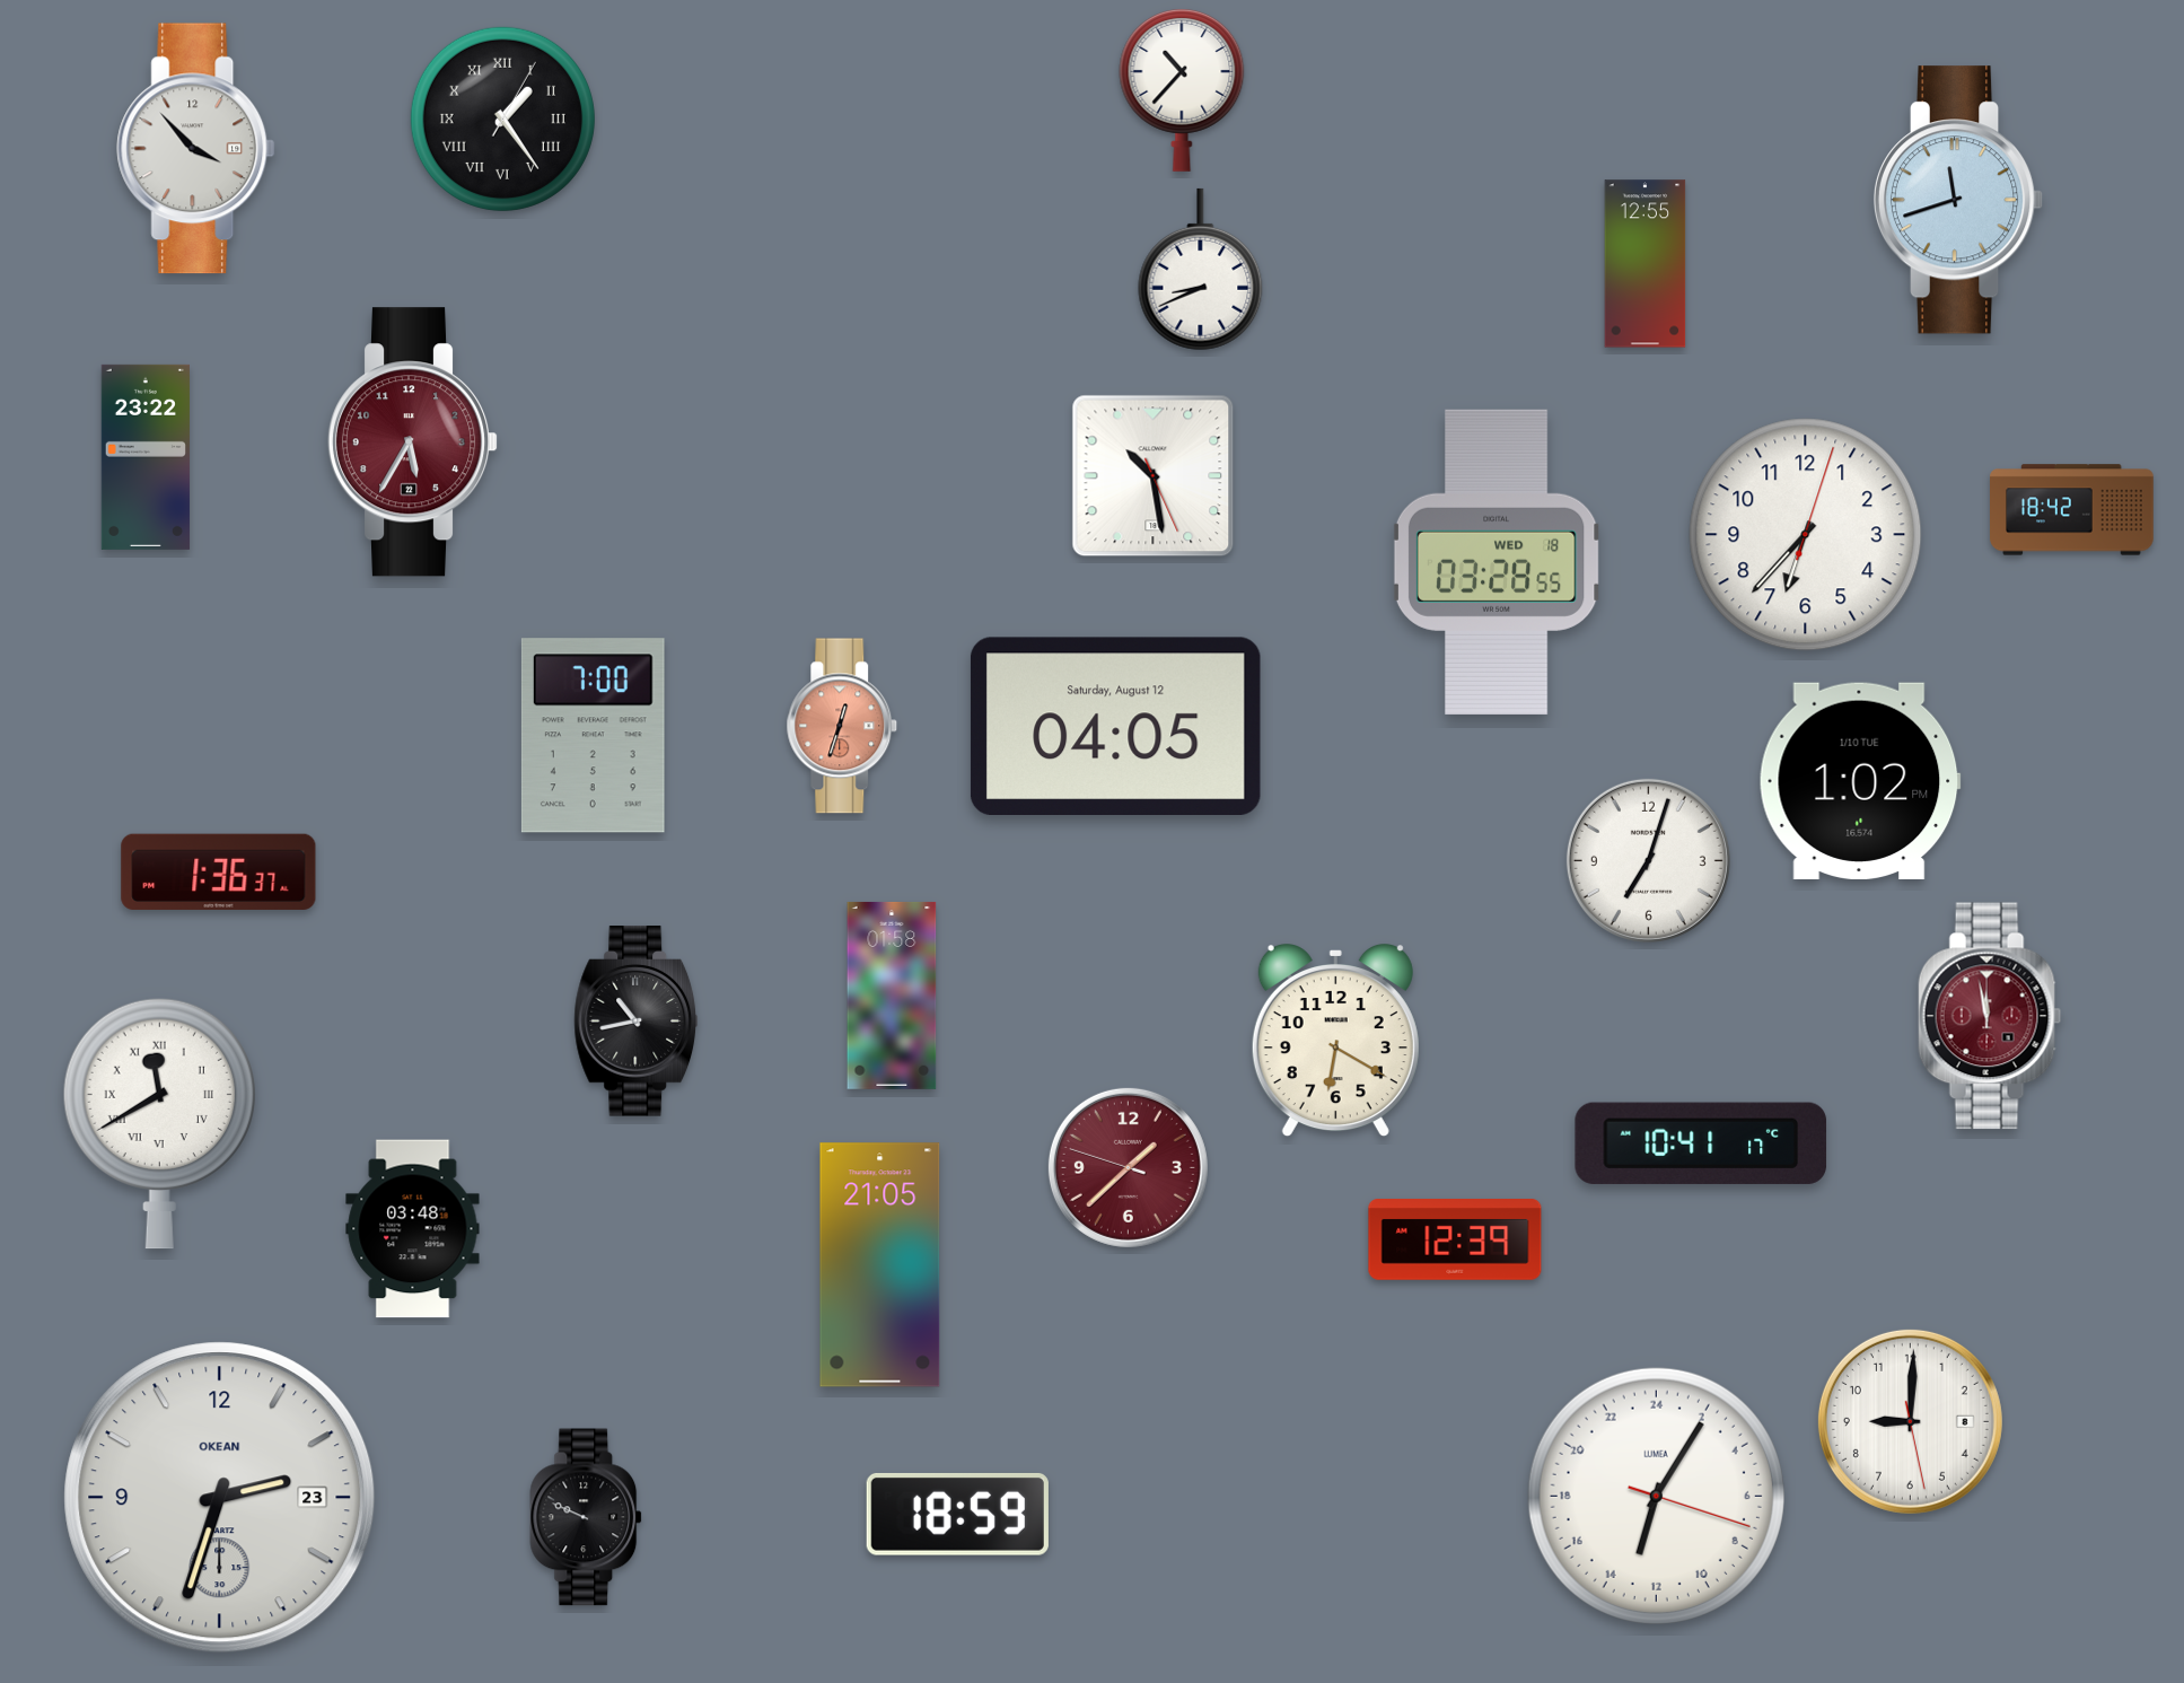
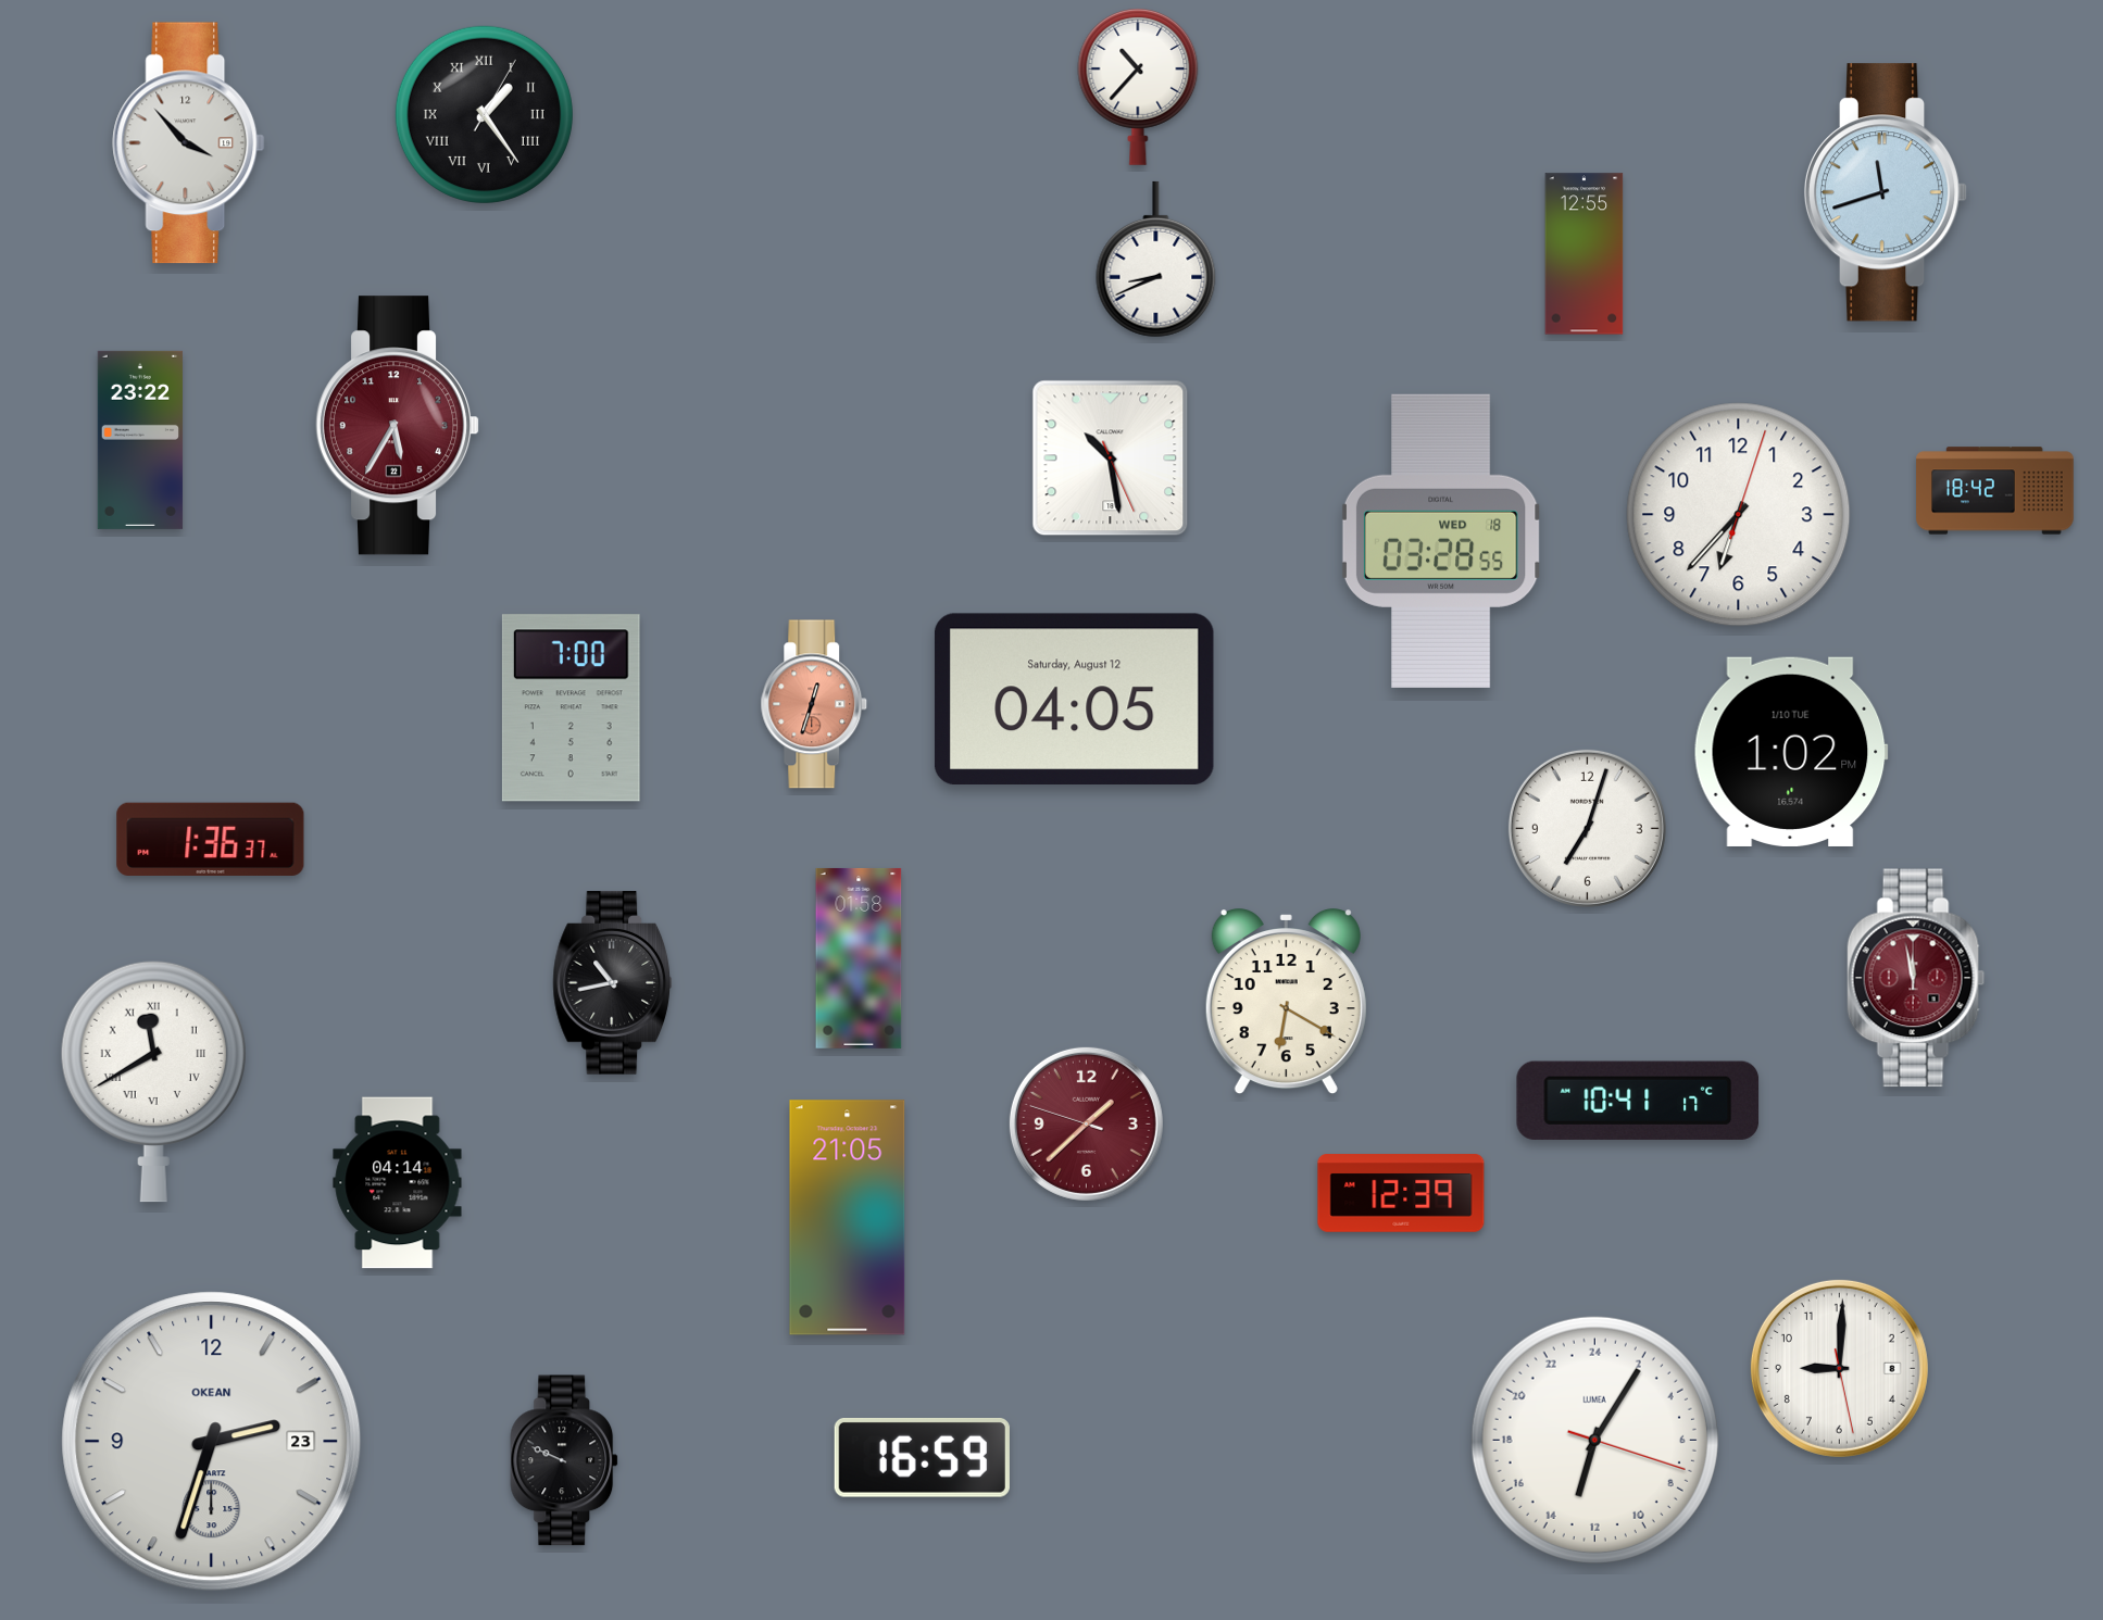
clock at (842, 726) position: (842, 726) -> (814, 704)
clock at (413, 1229): 03:48 -> 04:14
clock at (957, 1514): 18:59 -> 16:59
